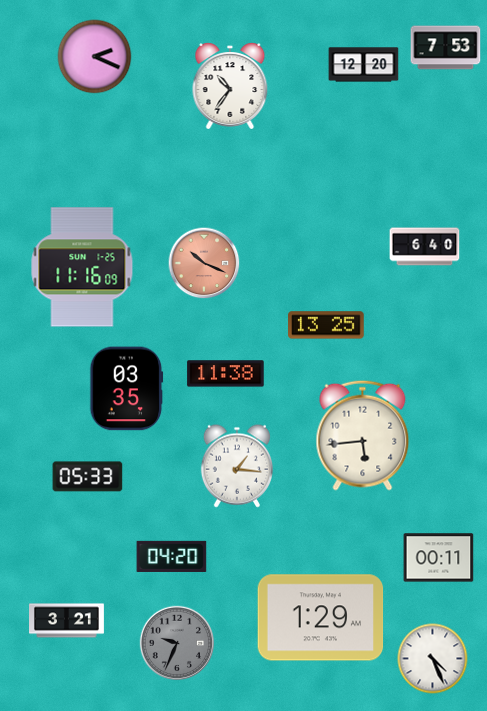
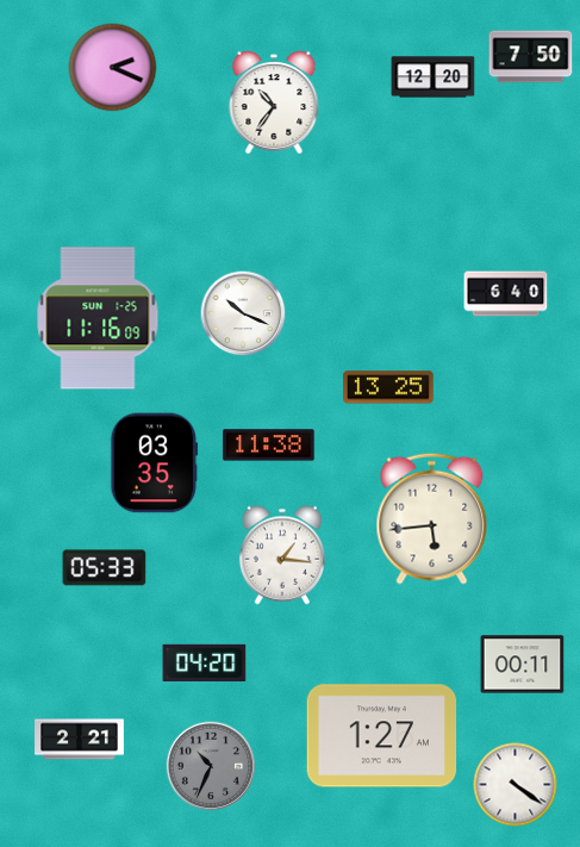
clock at (446, 48): 7:53 -> 7:50
clock at (204, 263) dial: salmon -> white
clock at (127, 389) position: (127, 389) -> (155, 463)
clock at (321, 618): 1:29 -> 1:27
clock at (67, 621): 3:21 -> 2:21
clock at (177, 643): 9:34 -> 10:34
clock at (433, 659): 4:26 -> 4:21
